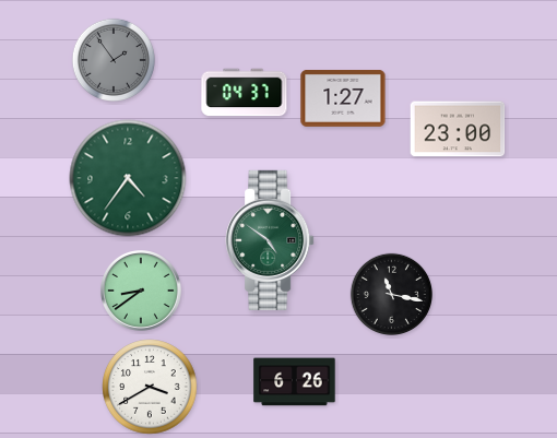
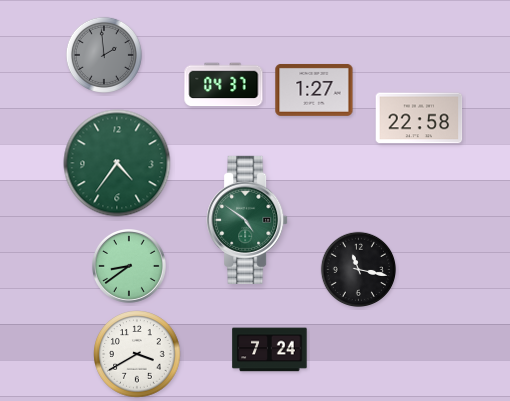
clock at (114, 60): 1:54 -> 1:59
clock at (458, 129): 23:00 -> 22:58
clock at (295, 382): 6:26 -> 7:24
